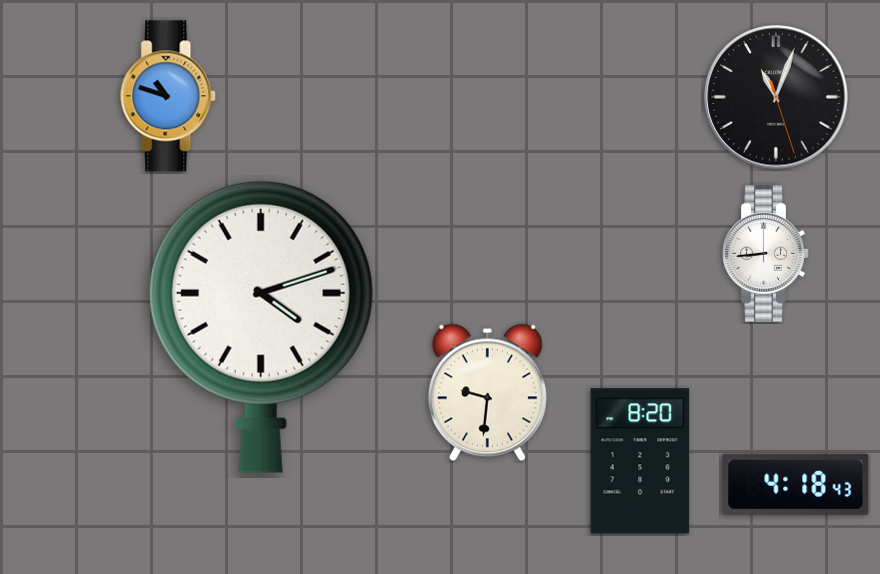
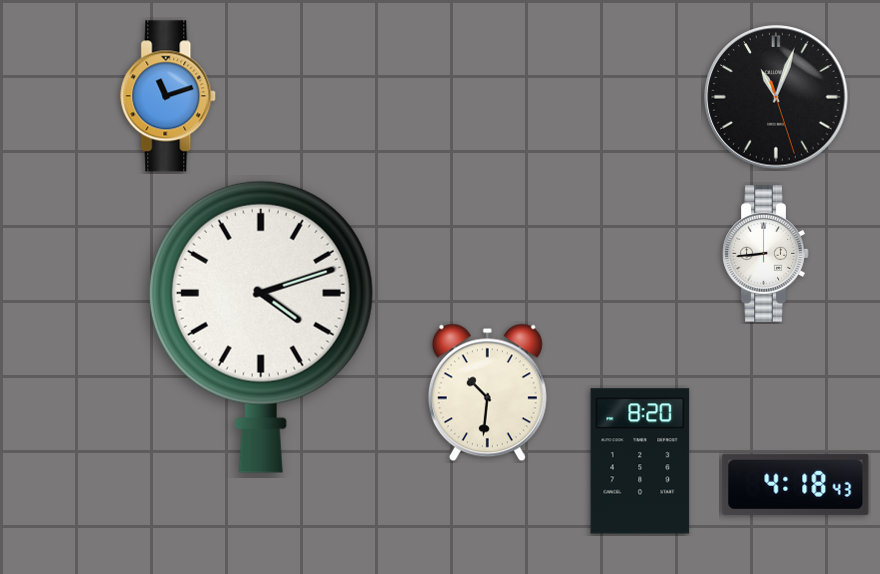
clock at (169, 96): 10:48 -> 11:12
clock at (487, 393): 9:31 -> 10:31
